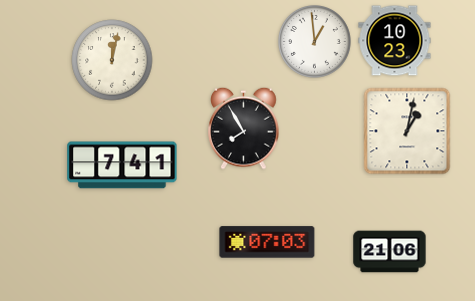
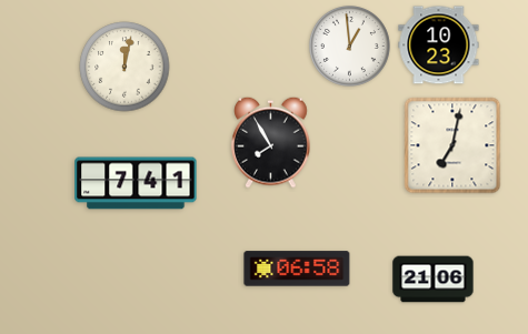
clock at (407, 131): 1:02 -> 7:02
clock at (267, 242): 07:03 -> 06:58
